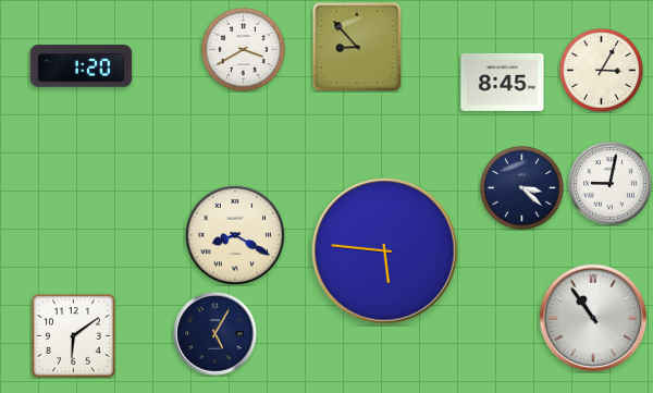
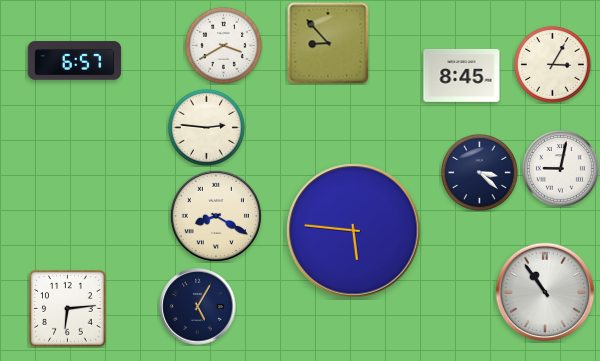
clock at (82, 66): 1:20 -> 6:57
clock at (206, 127): none -> 2:46
clock at (74, 336): 6:09 -> 6:14
